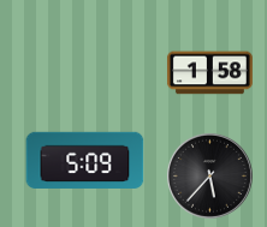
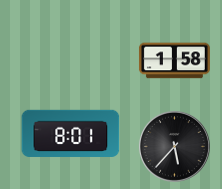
clock at (85, 160): 5:09 -> 8:01
